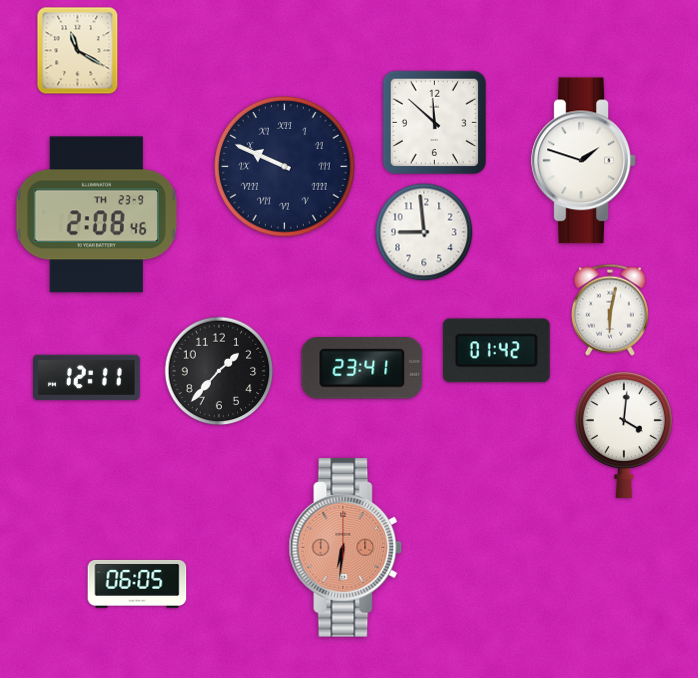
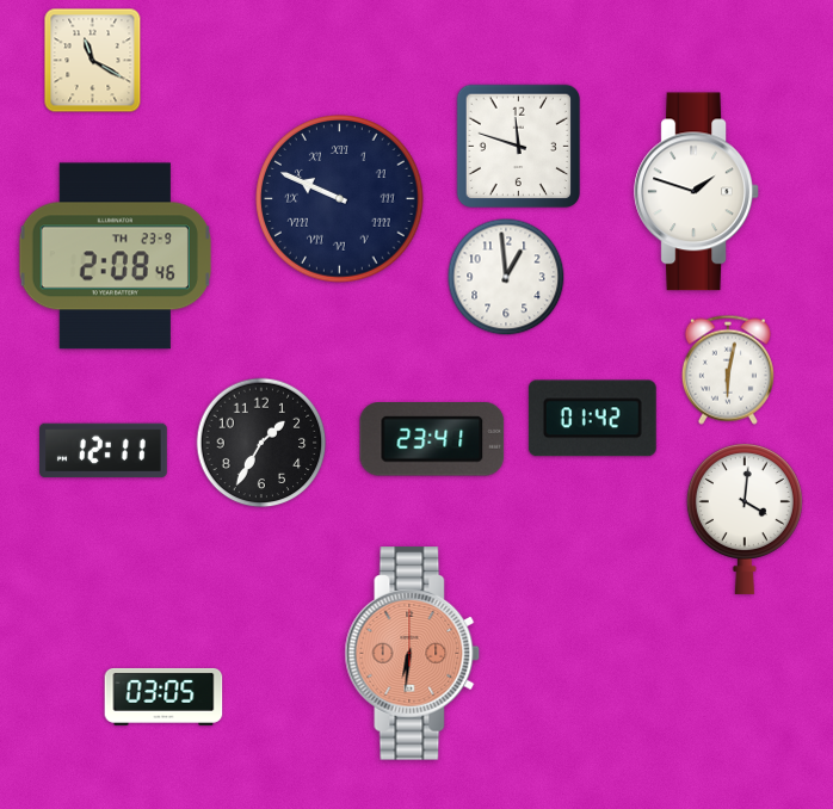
clock at (434, 122): 11:52 -> 11:48
clock at (424, 232): 8:59 -> 12:59
clock at (219, 371): 1:37 -> 1:35
clock at (137, 584): 06:05 -> 03:05
